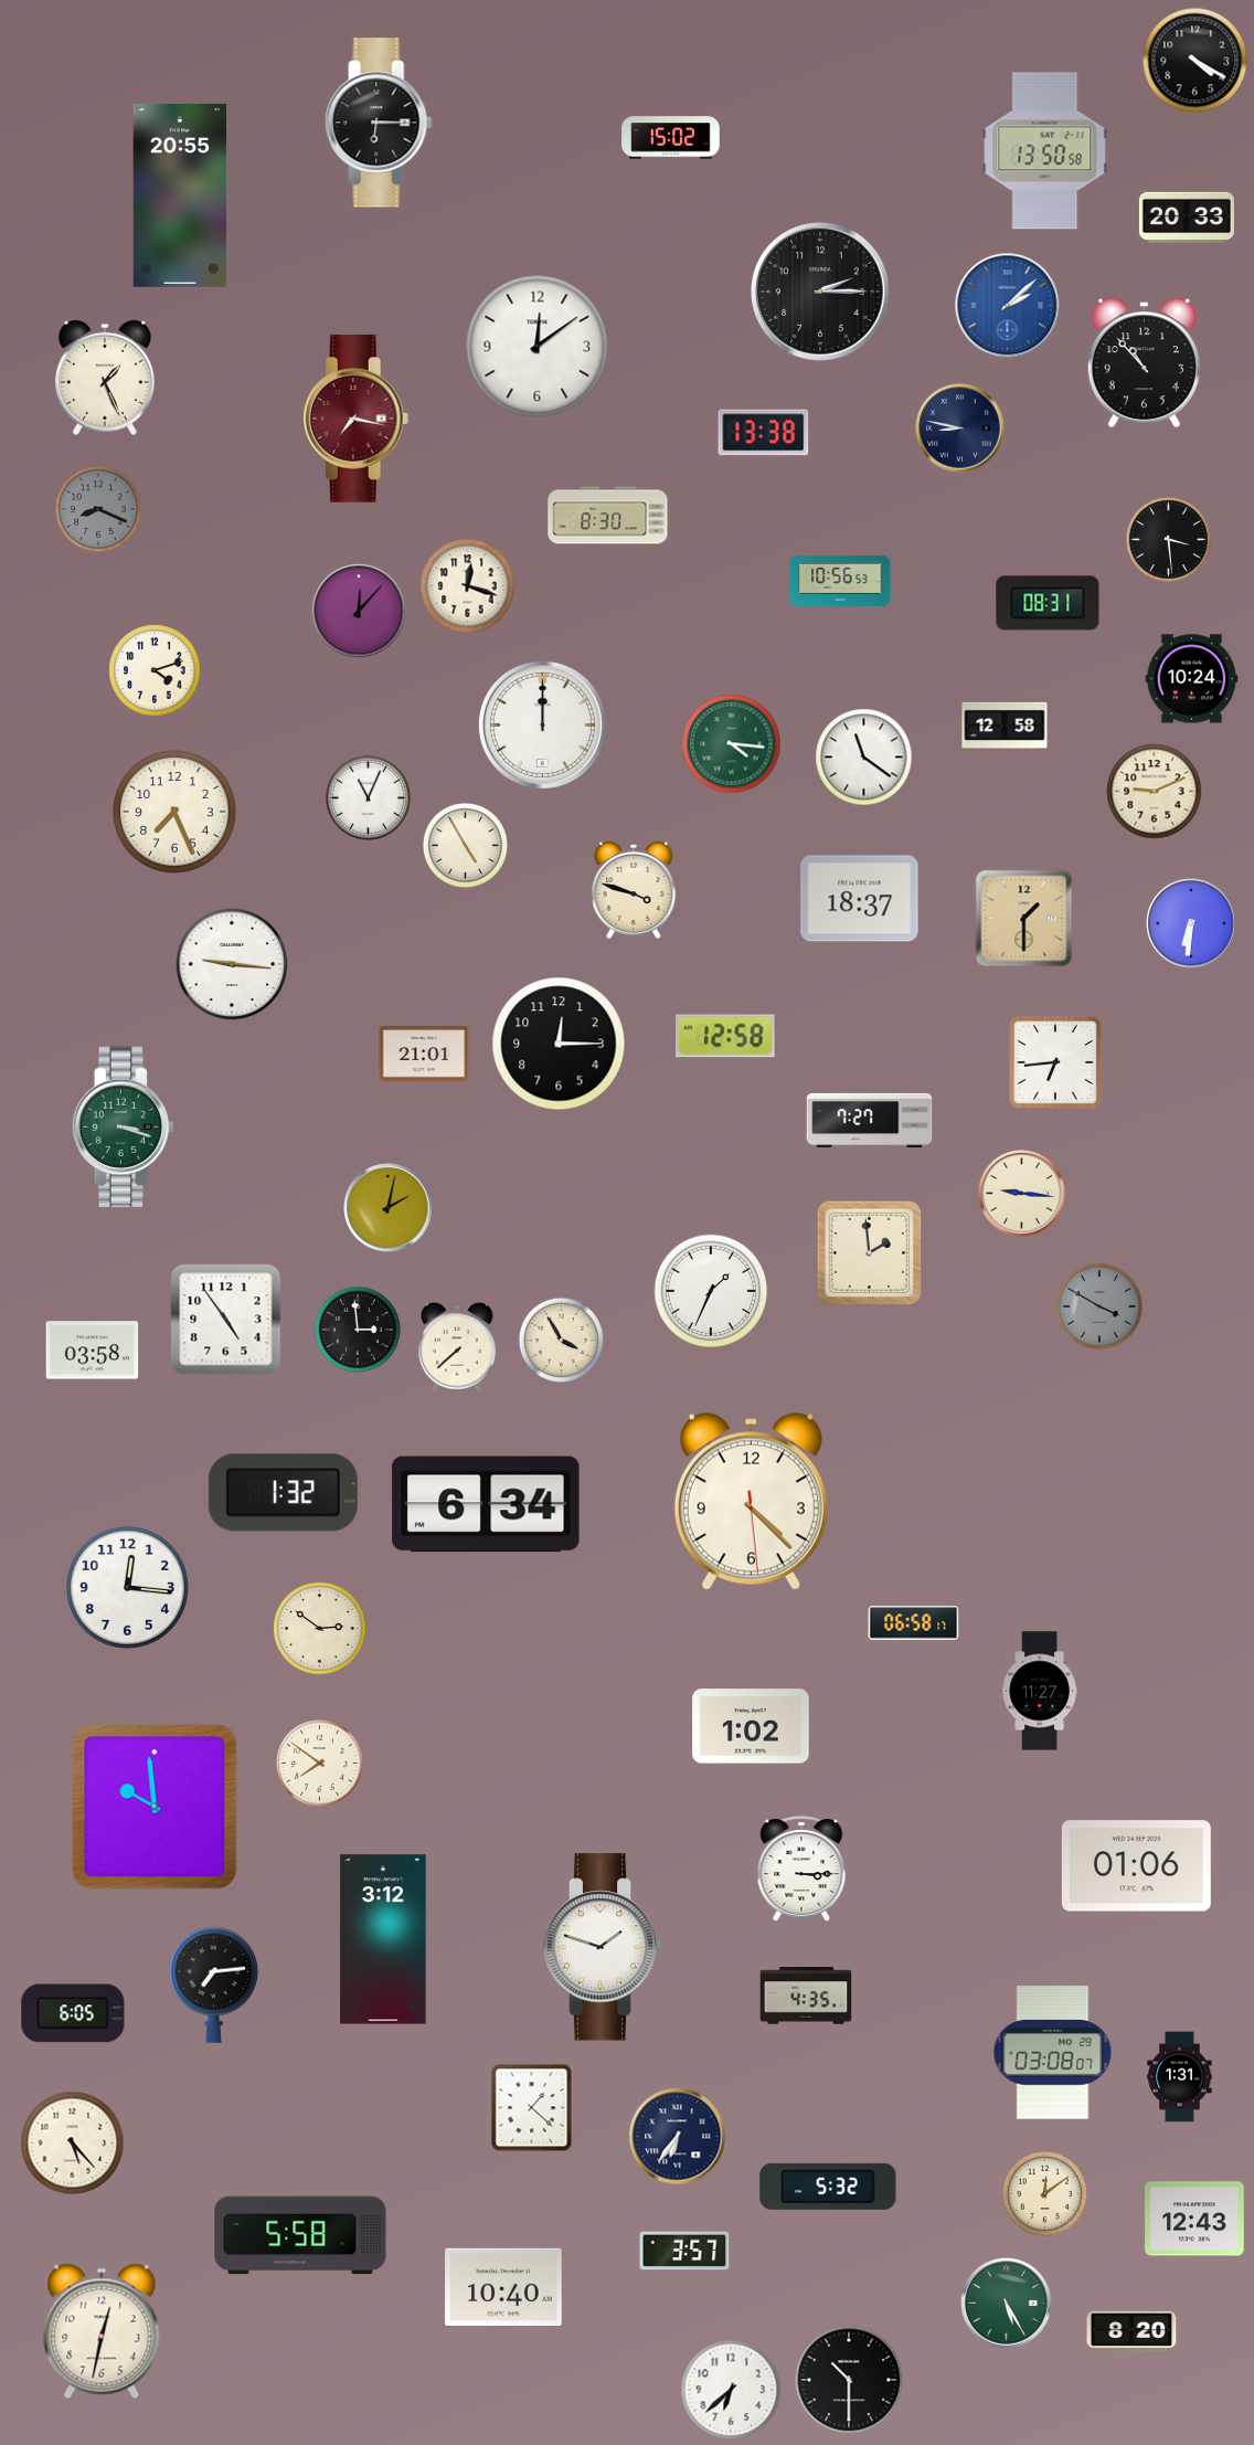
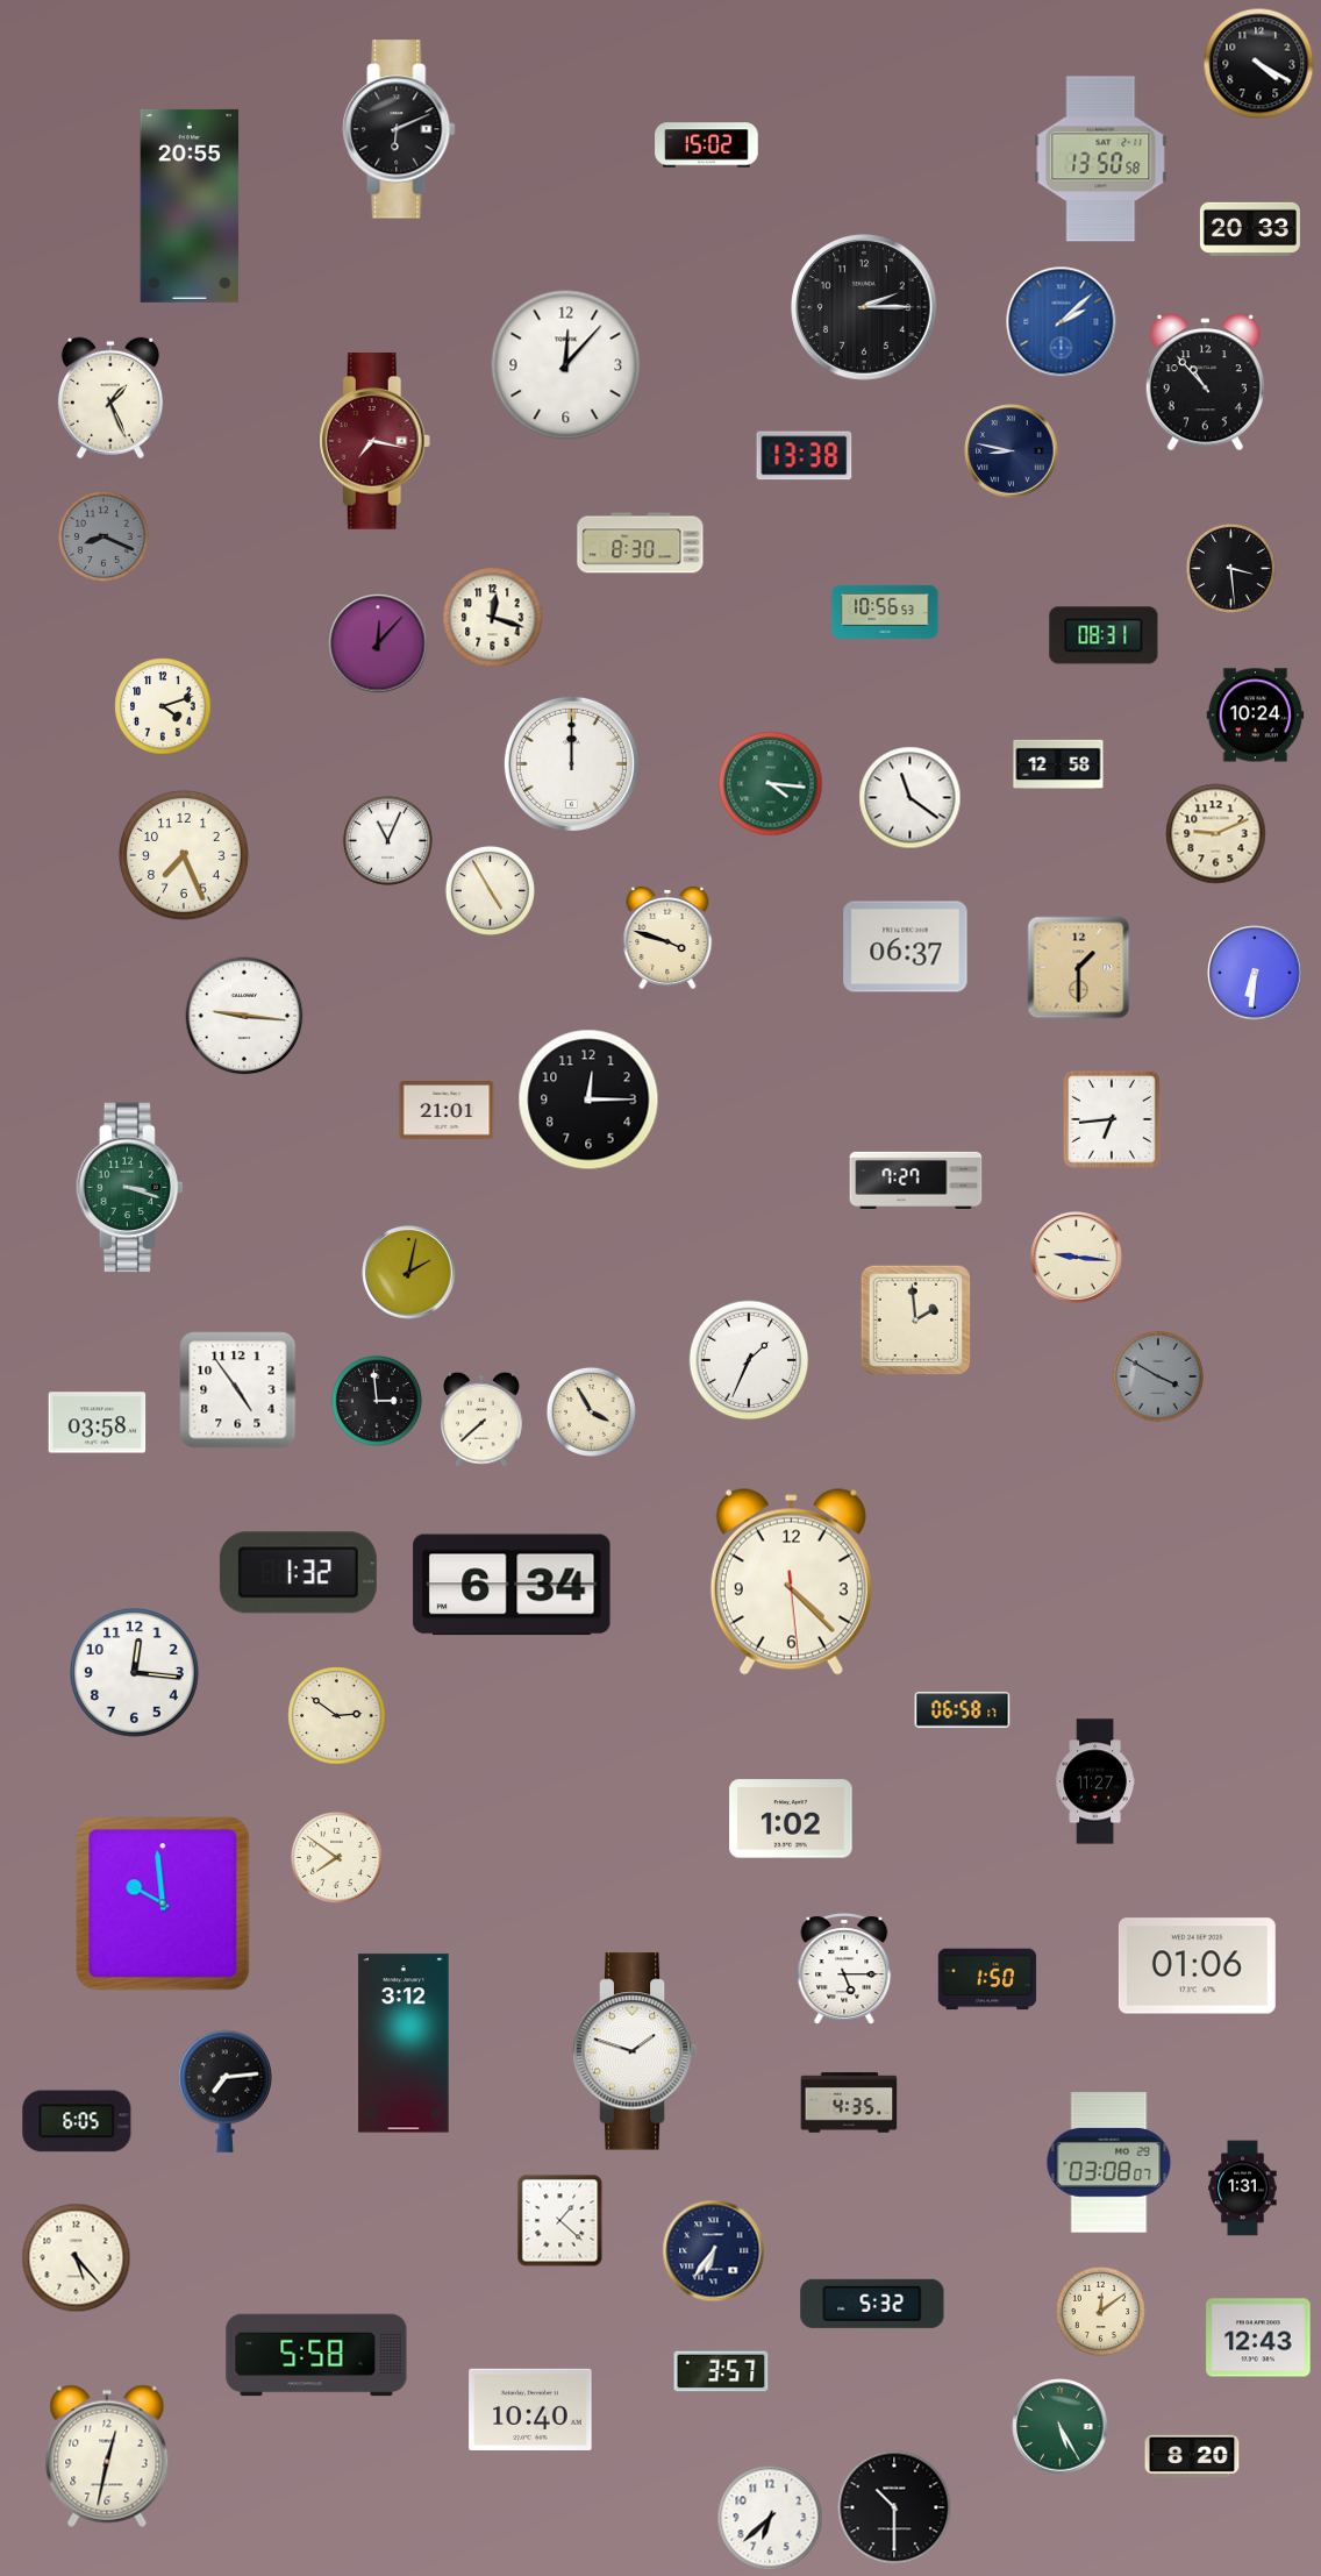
clock at (379, 123): 6:15 -> 6:11
clock at (538, 347): 12:09 -> 12:07
clock at (860, 899): 18:37 -> 06:37
clock at (725, 1036): 12:58 -> none
clock at (801, 1869): 3:15 -> 5:15
clock at (987, 1979): none -> 1:50
